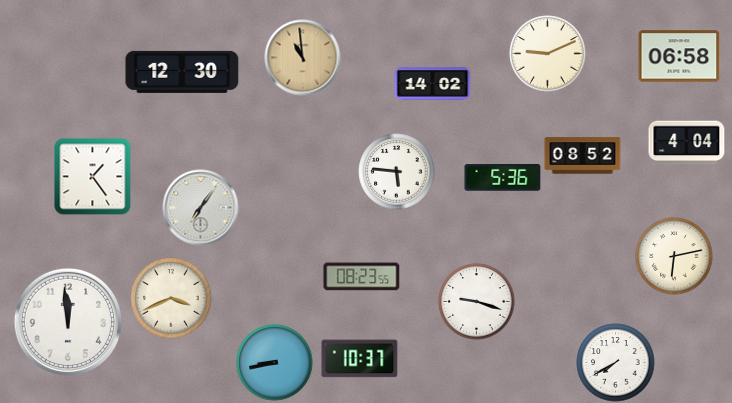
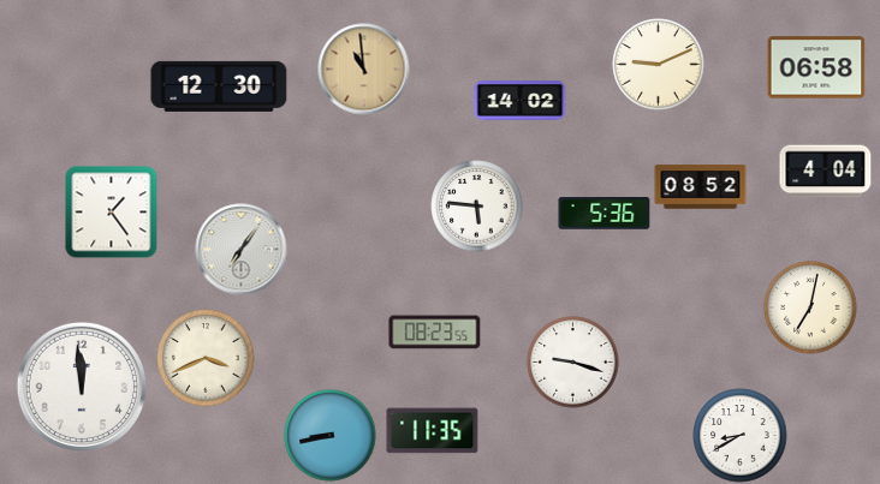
clock at (674, 256): 6:13 -> 7:02
clock at (360, 359): 10:37 -> 11:35
clock at (616, 363): 7:40 -> 8:40
